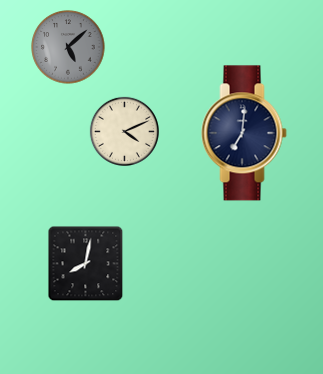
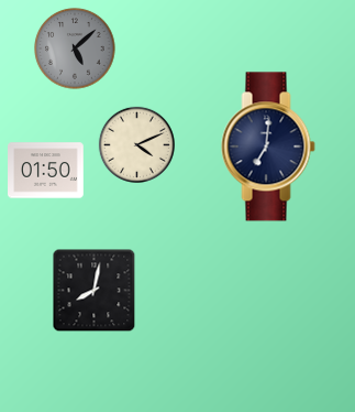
clock at (68, 47) position: (68, 47) -> (75, 48)
clock at (46, 171): none -> 01:50
